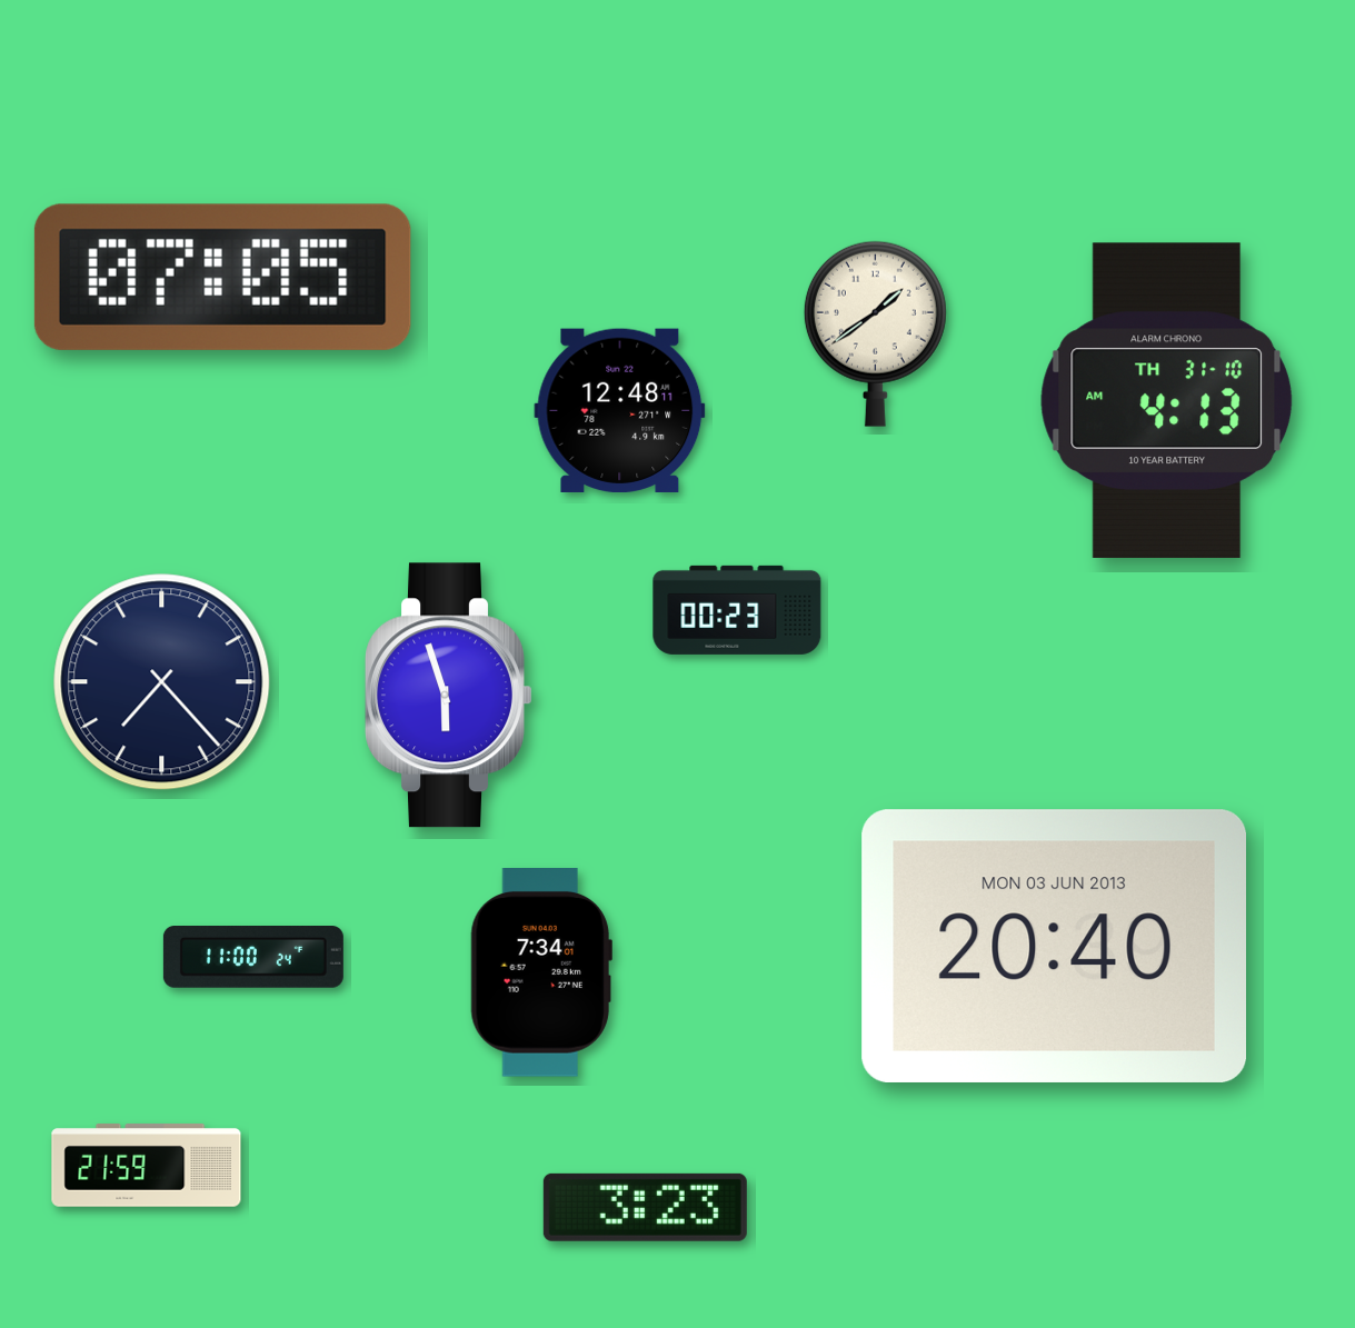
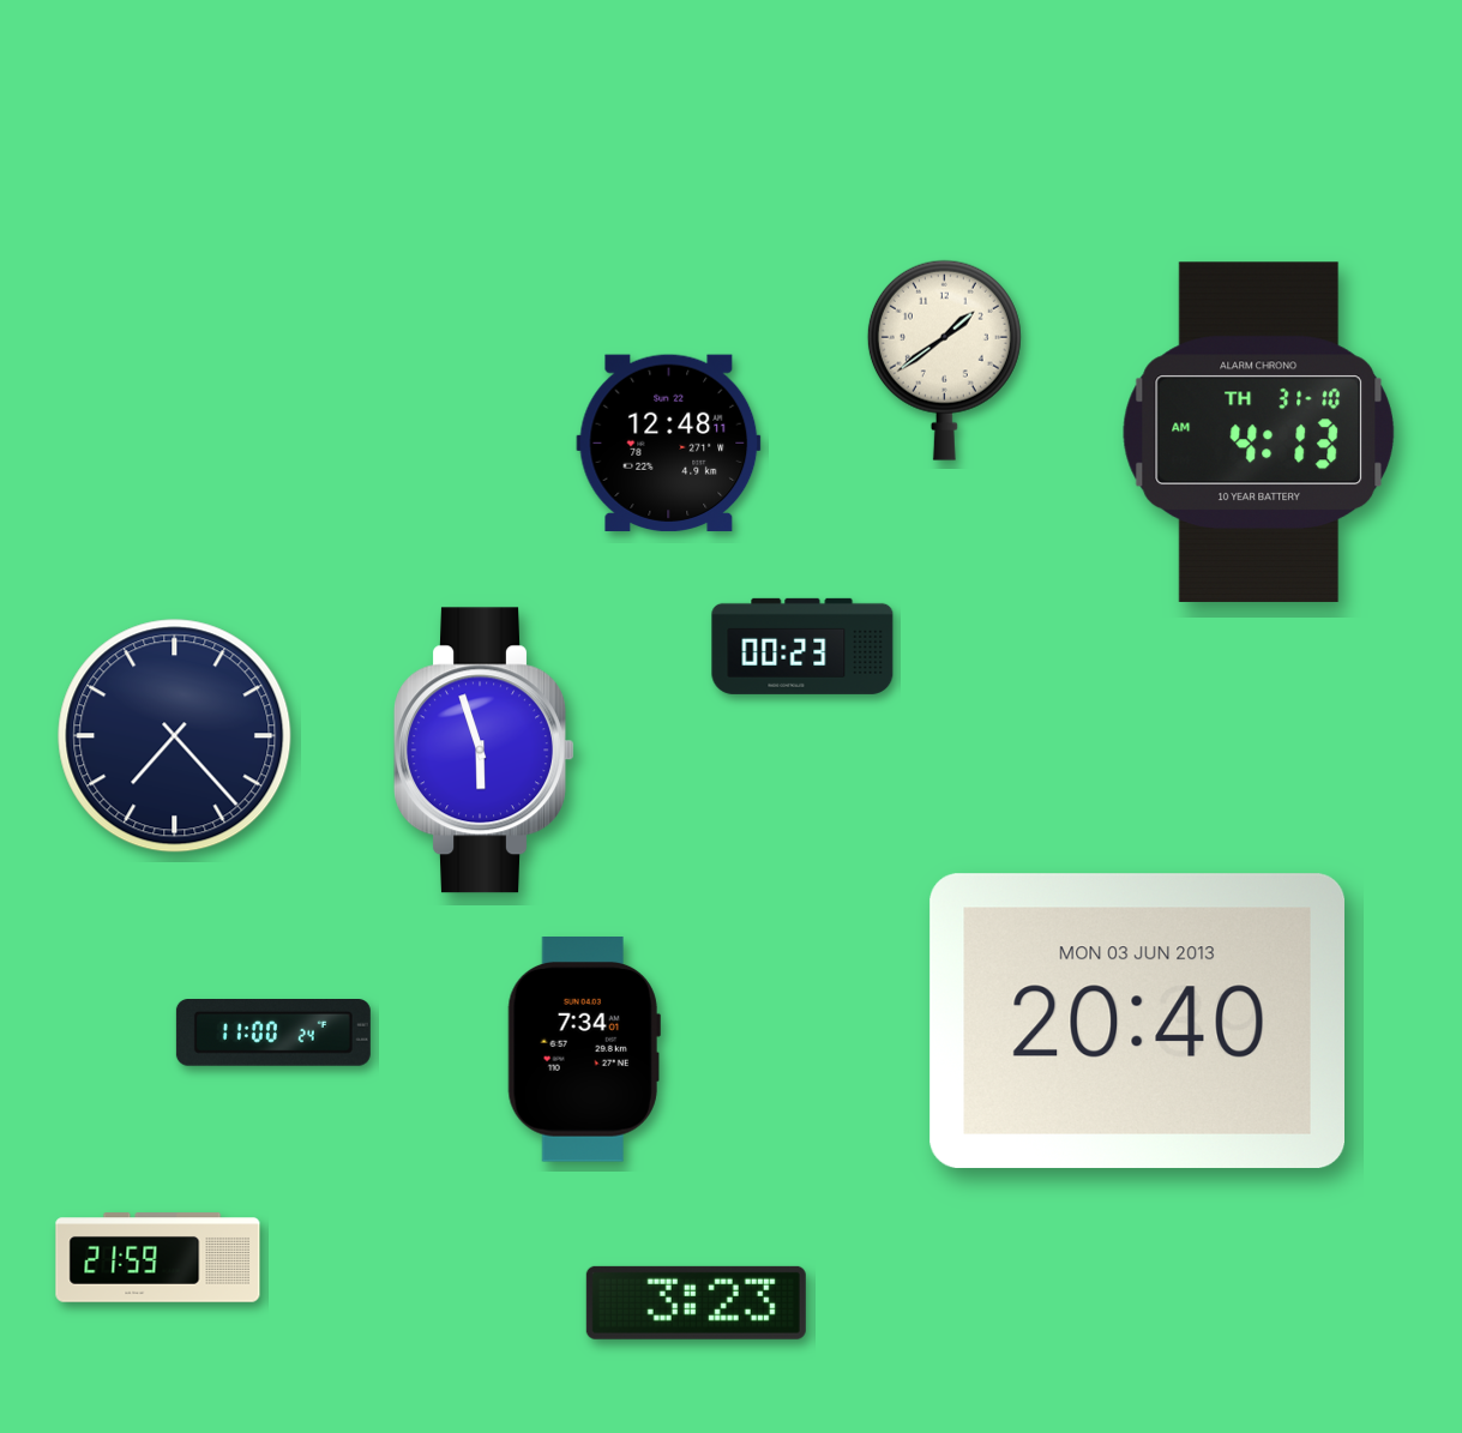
clock at (222, 277): 07:05 -> none
clock at (737, 610) position: (737, 610) -> (802, 646)
